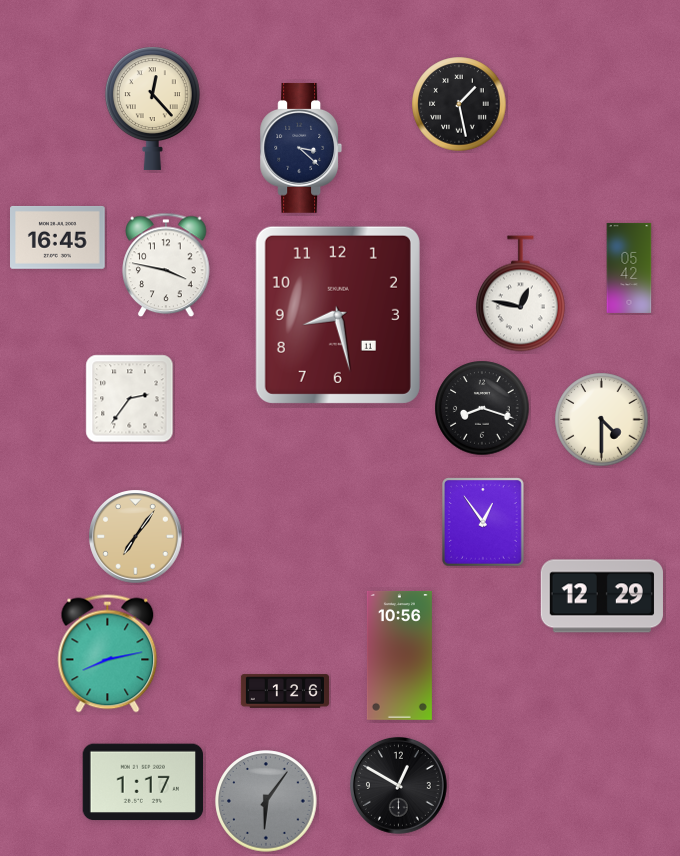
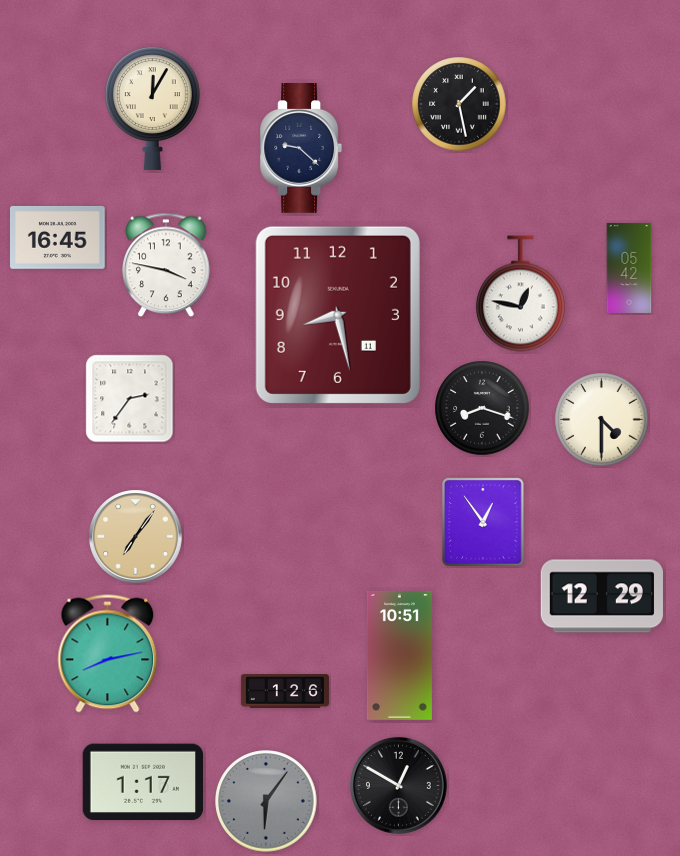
clock at (152, 108): 12:23 -> 12:05
clock at (301, 148): 3:22 -> 9:22
clock at (399, 655): 10:56 -> 10:51
